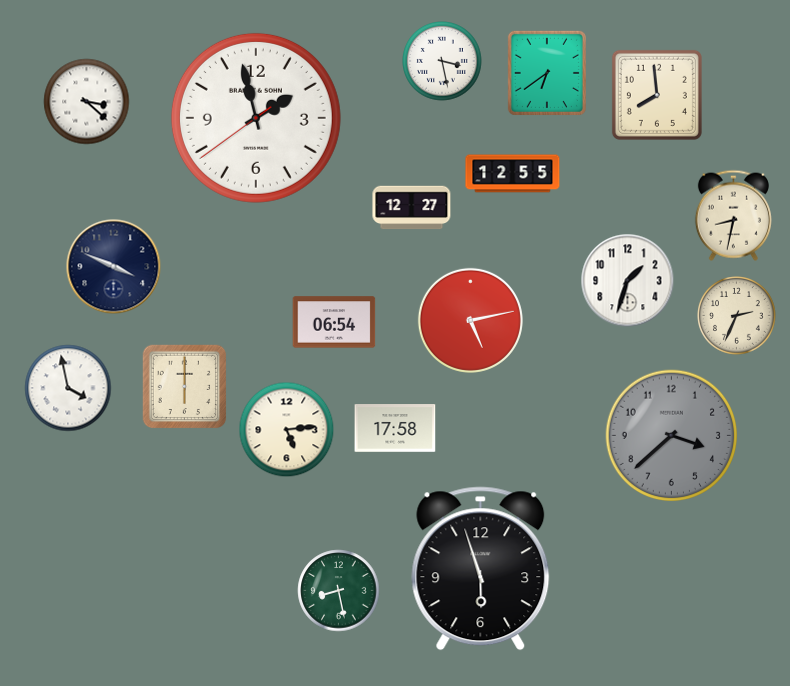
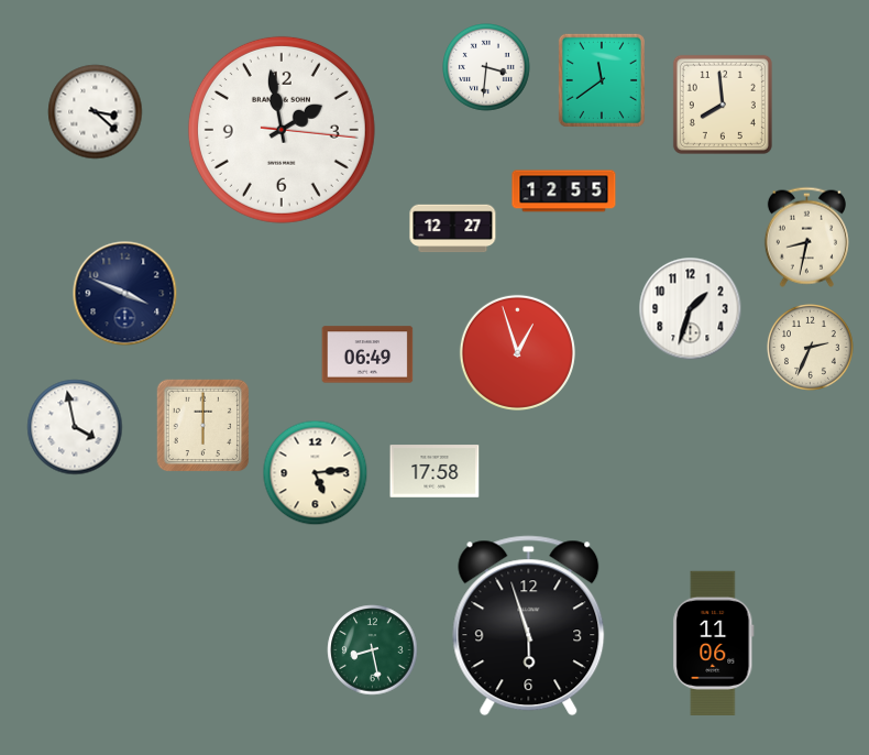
clock at (443, 62): 3:28 -> 3:31
clock at (547, 73): 6:39 -> 11:39
clock at (256, 118): 1:57 -> 1:58
clock at (470, 320): 5:13 -> 12:57
clock at (334, 322): 06:54 -> 06:49
clock at (672, 436): 3:38 -> none
clock at (714, 643): none -> 11:06
